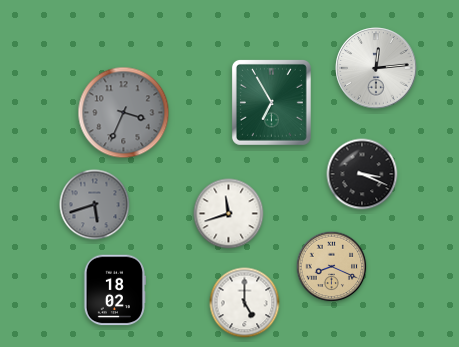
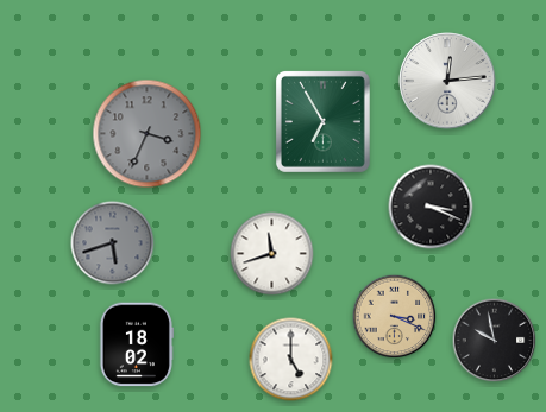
clock at (332, 267): 8:19 -> 3:19
clock at (495, 341): none -> 9:58
